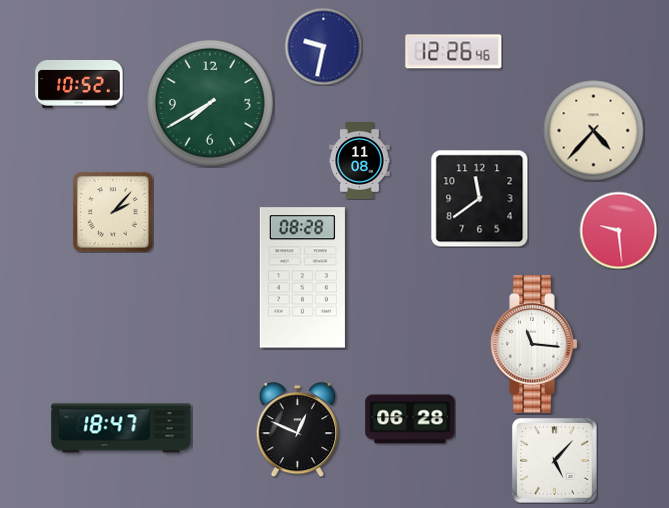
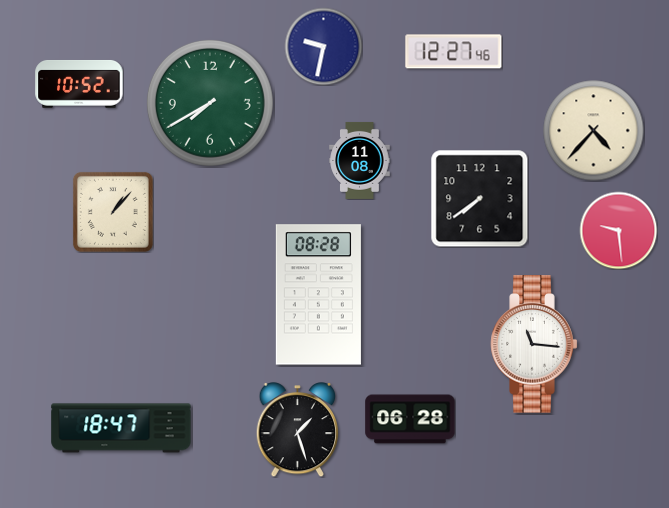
clock at (454, 52): 12:26 -> 12:27
clock at (480, 199): 11:39 -> 7:39
clock at (113, 212): 2:07 -> 1:07
clock at (302, 278) position: (302, 278) -> (318, 295)
clock at (298, 430): 12:49 -> 1:27
clock at (555, 461): 5:07 -> none
